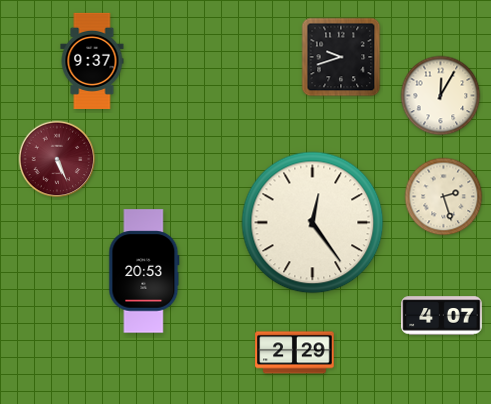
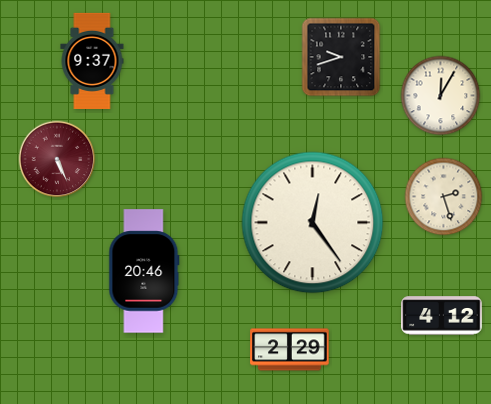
clock at (144, 271): 20:53 -> 20:46
clock at (442, 316): 4:07 -> 4:12
clock at (295, 353) position: (295, 353) -> (290, 350)
